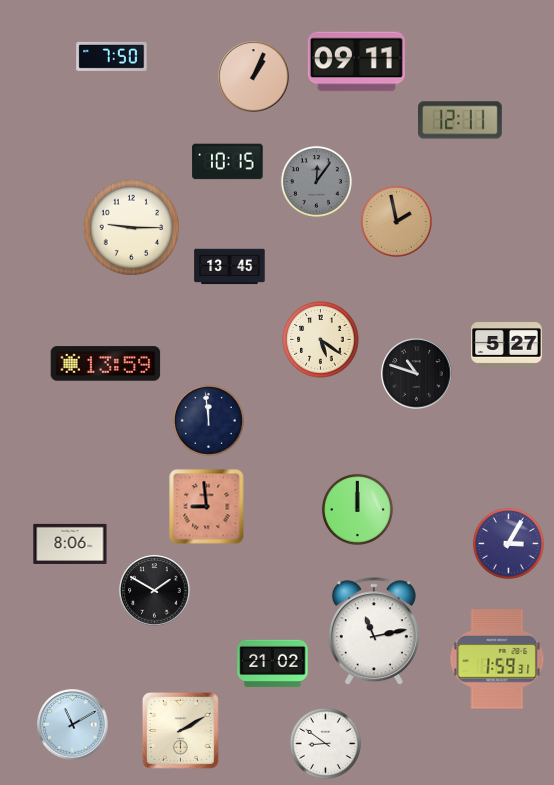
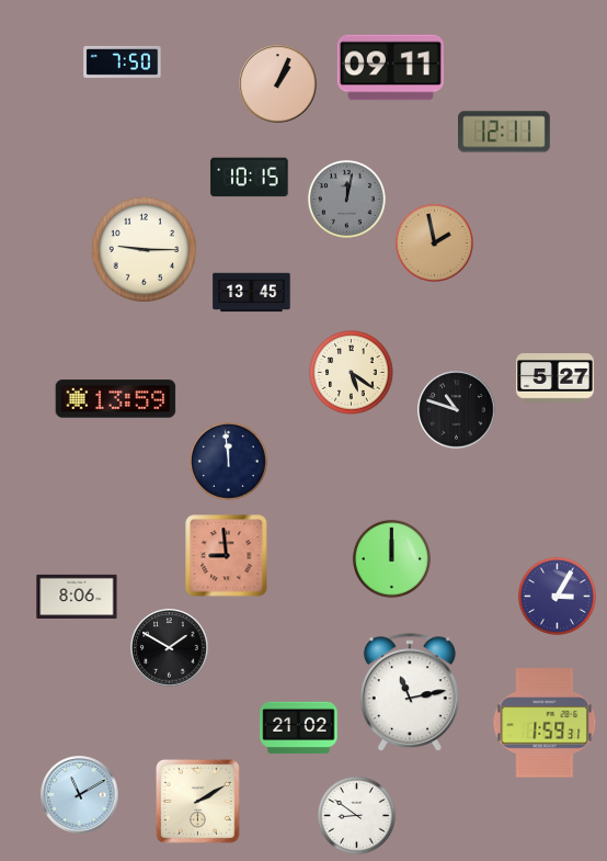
clock at (316, 181): 12:06 -> 12:02
